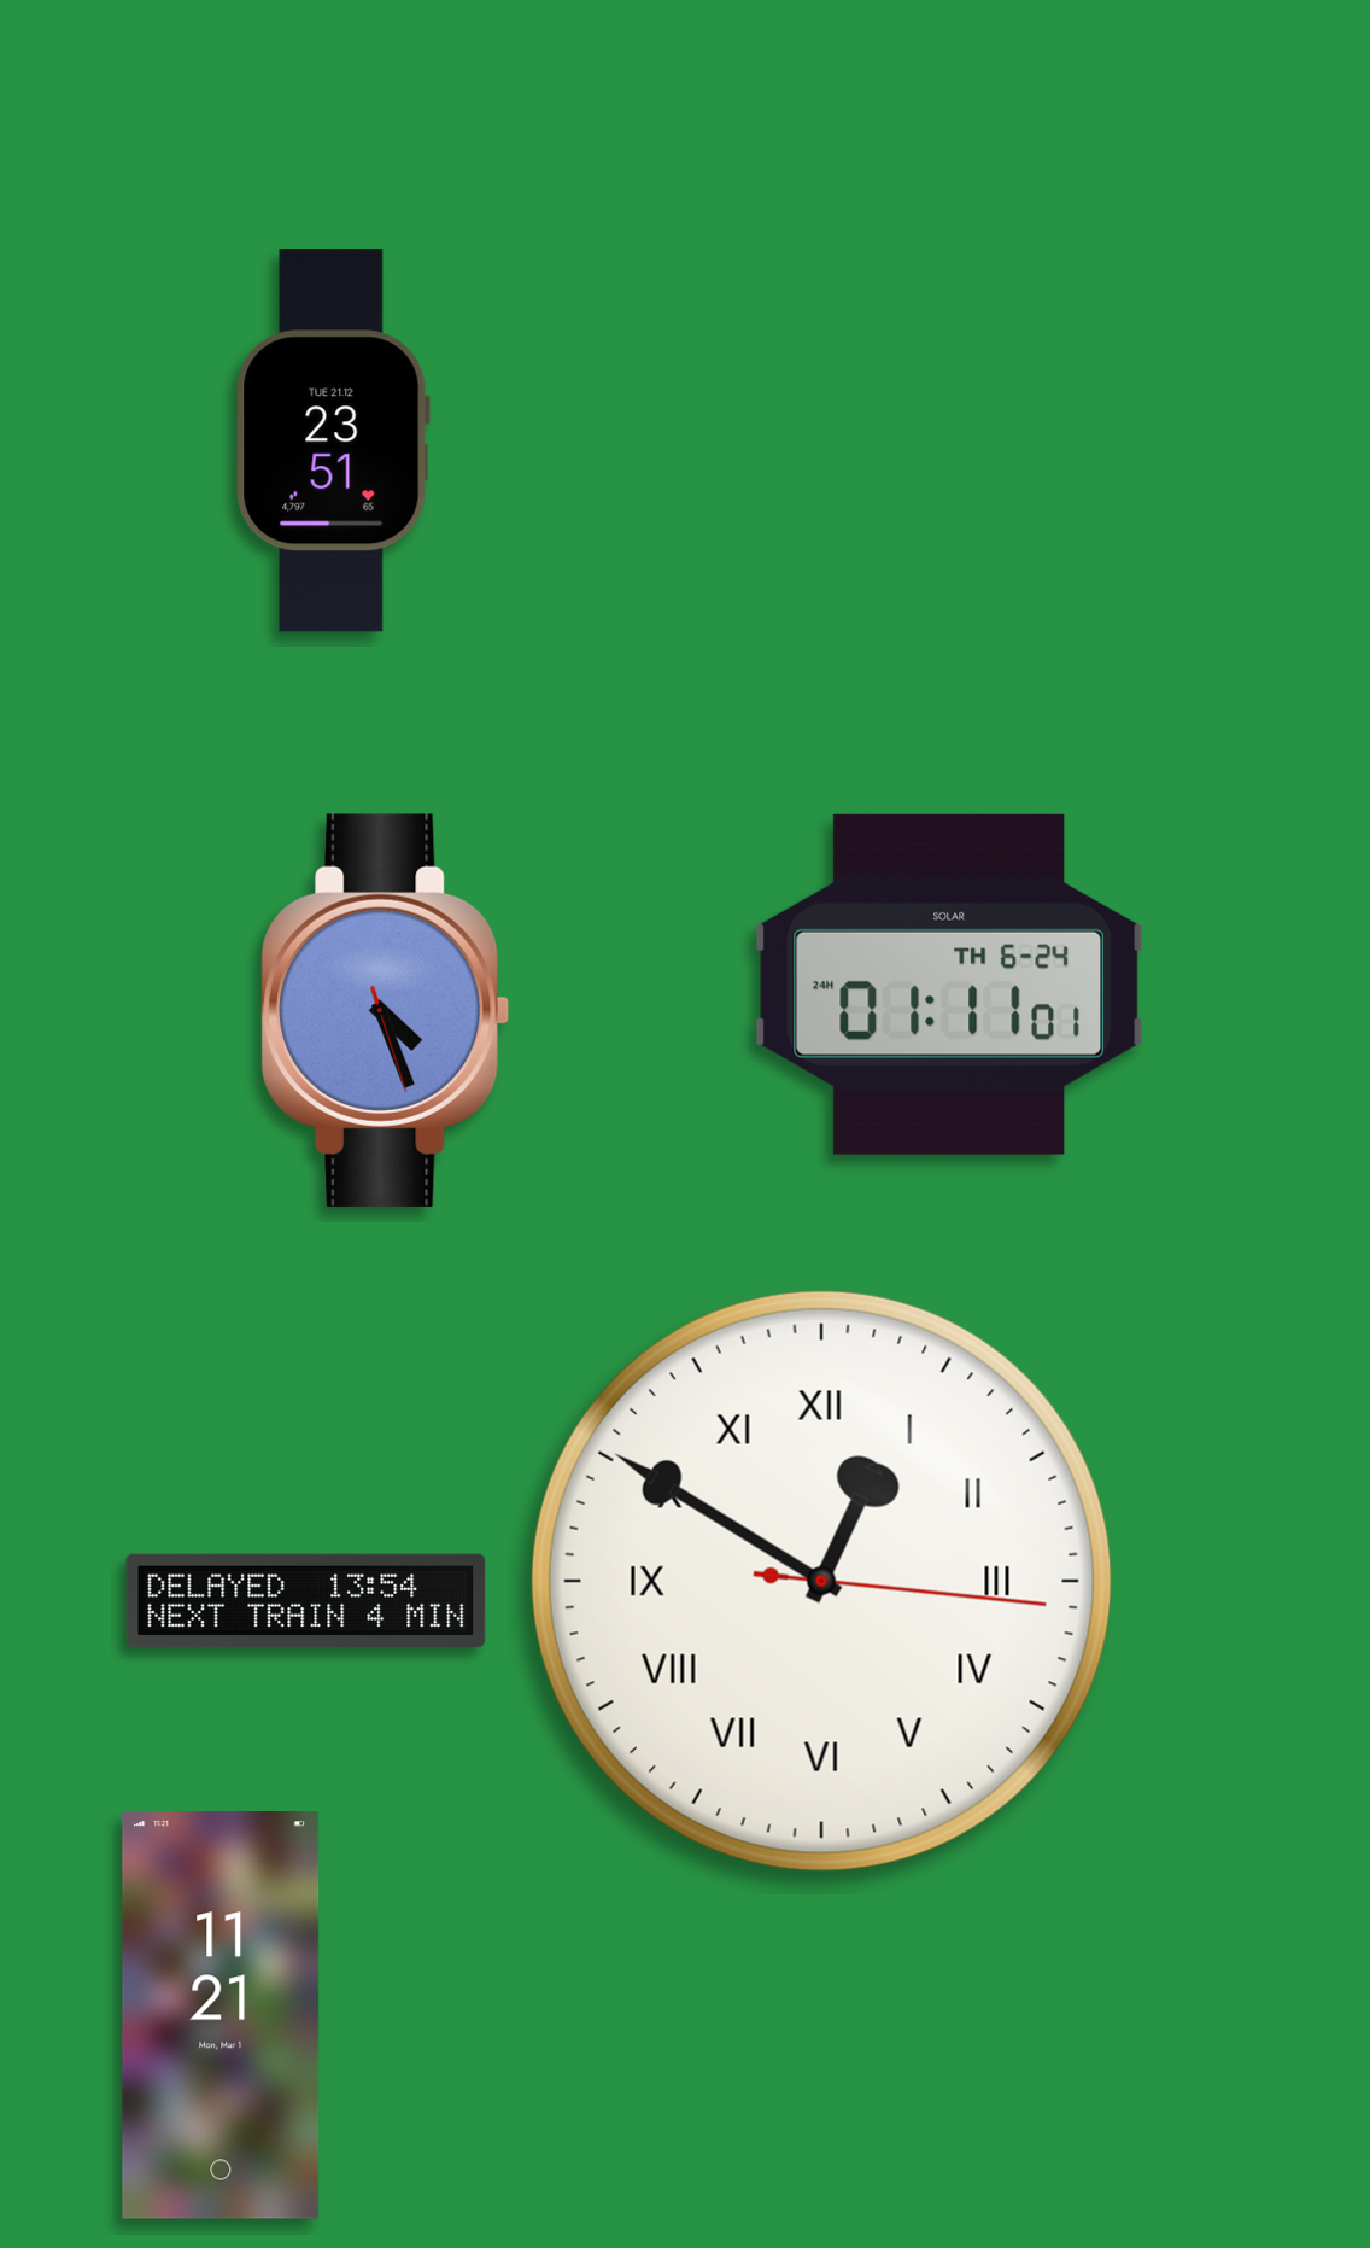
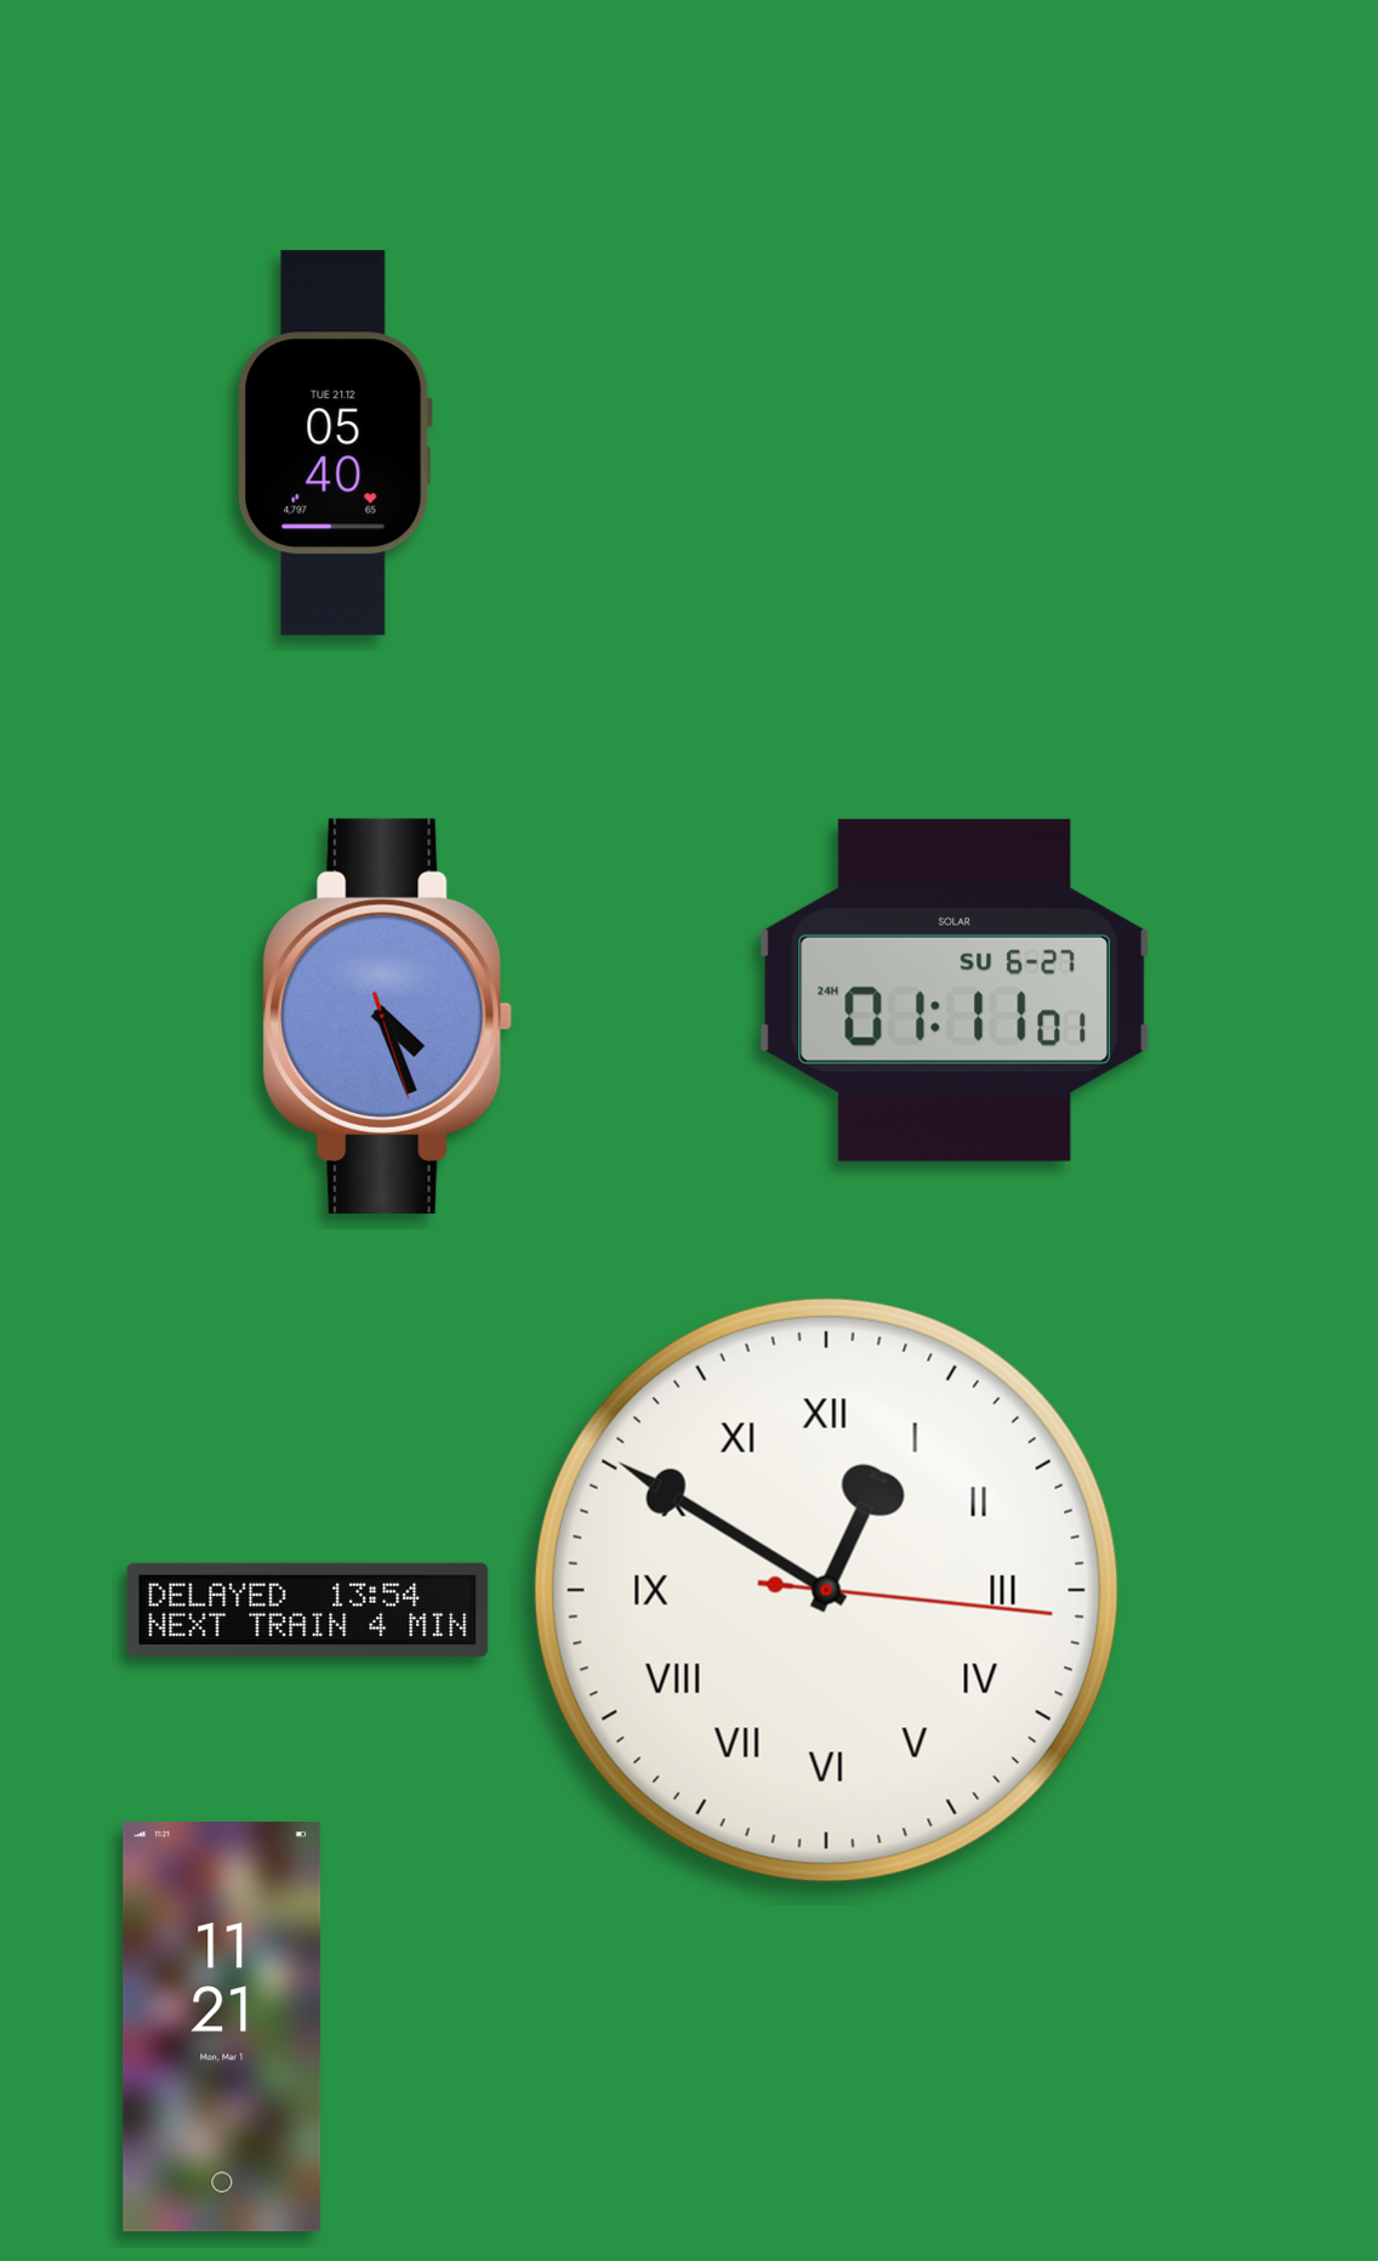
clock at (333, 440): 23:51 -> 05:40
clock at (948, 985) date: TH 6-24 -> SU 6-27
